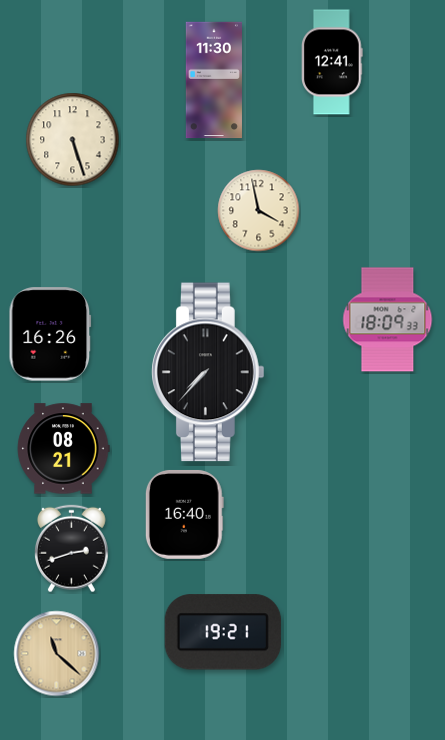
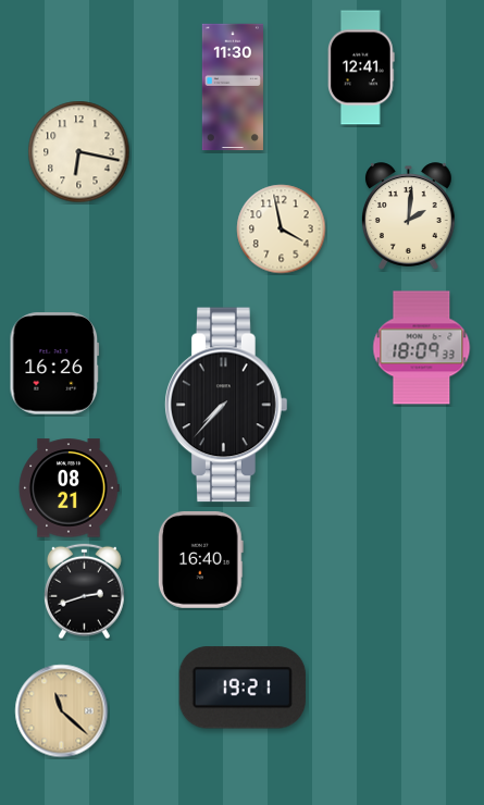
clock at (73, 140): 5:27 -> 6:17
clock at (408, 216): none -> 2:01
clock at (71, 549) position: (71, 549) -> (84, 592)
